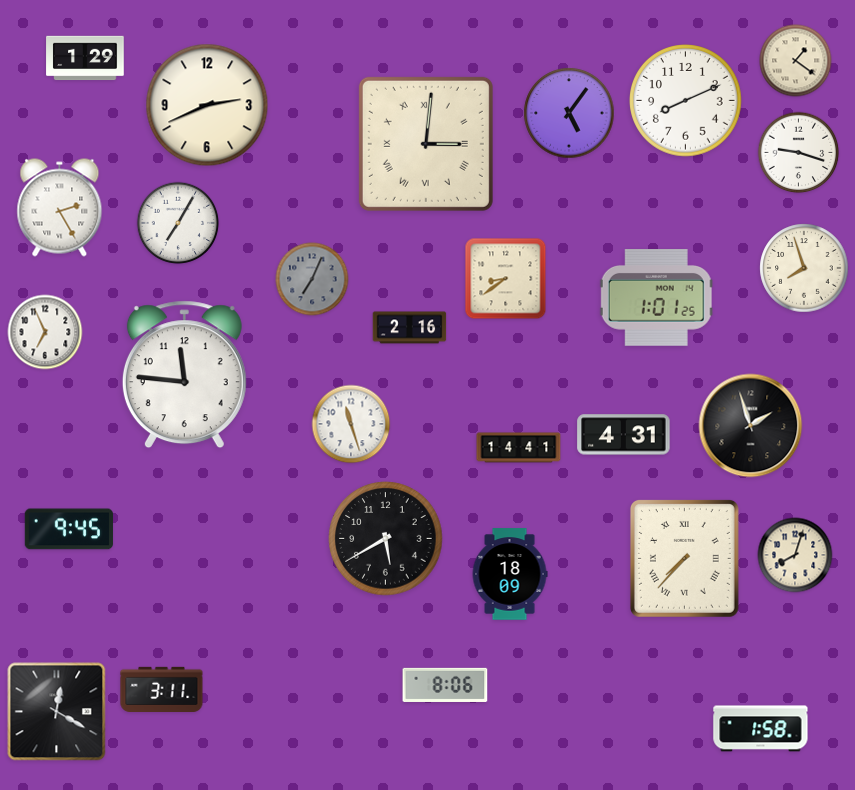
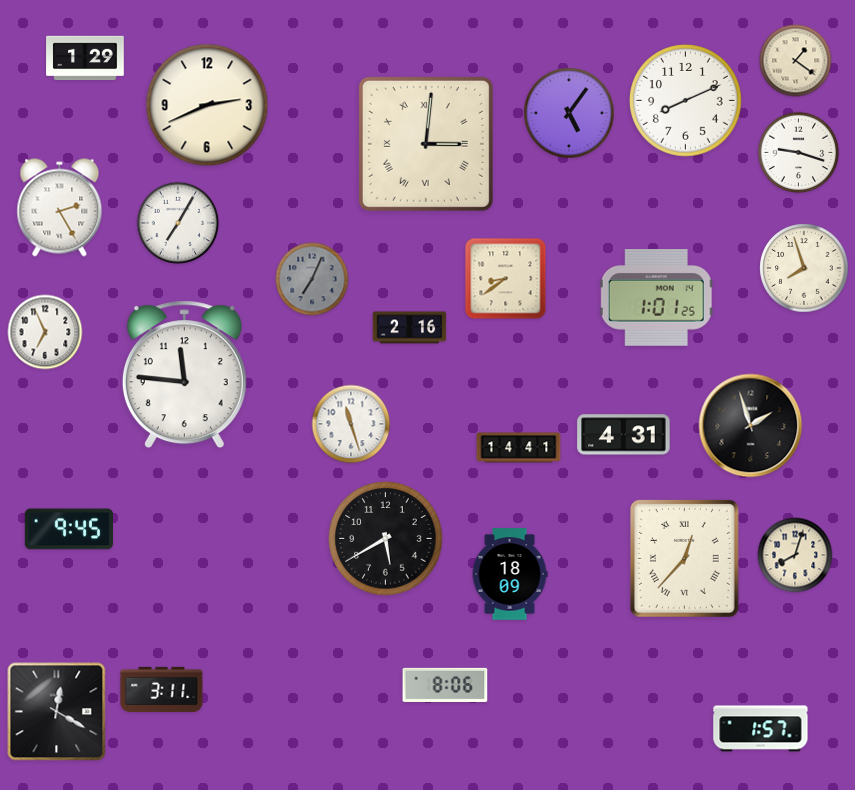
clock at (684, 559): 7:37 -> 12:37
clock at (761, 729): 1:58 -> 1:57
